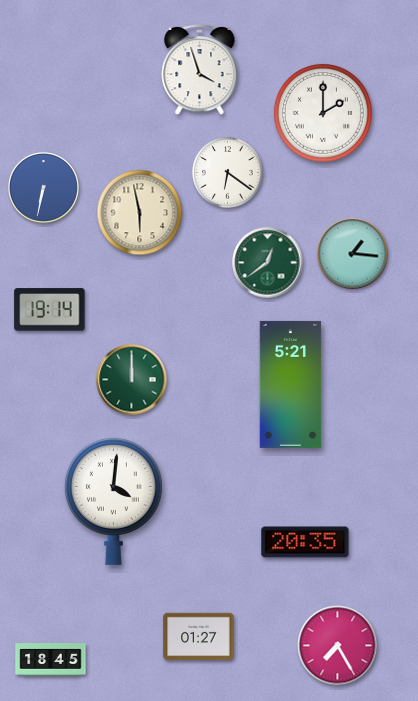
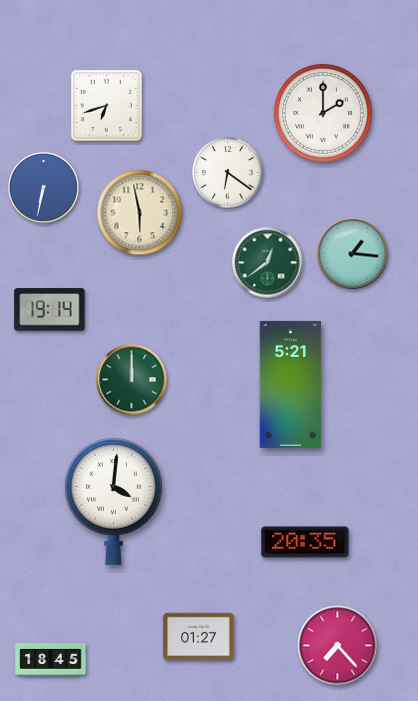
clock at (200, 69): 3:57 -> none
clock at (106, 105): none -> 6:42
clock at (338, 646): 7:25 -> 7:23
